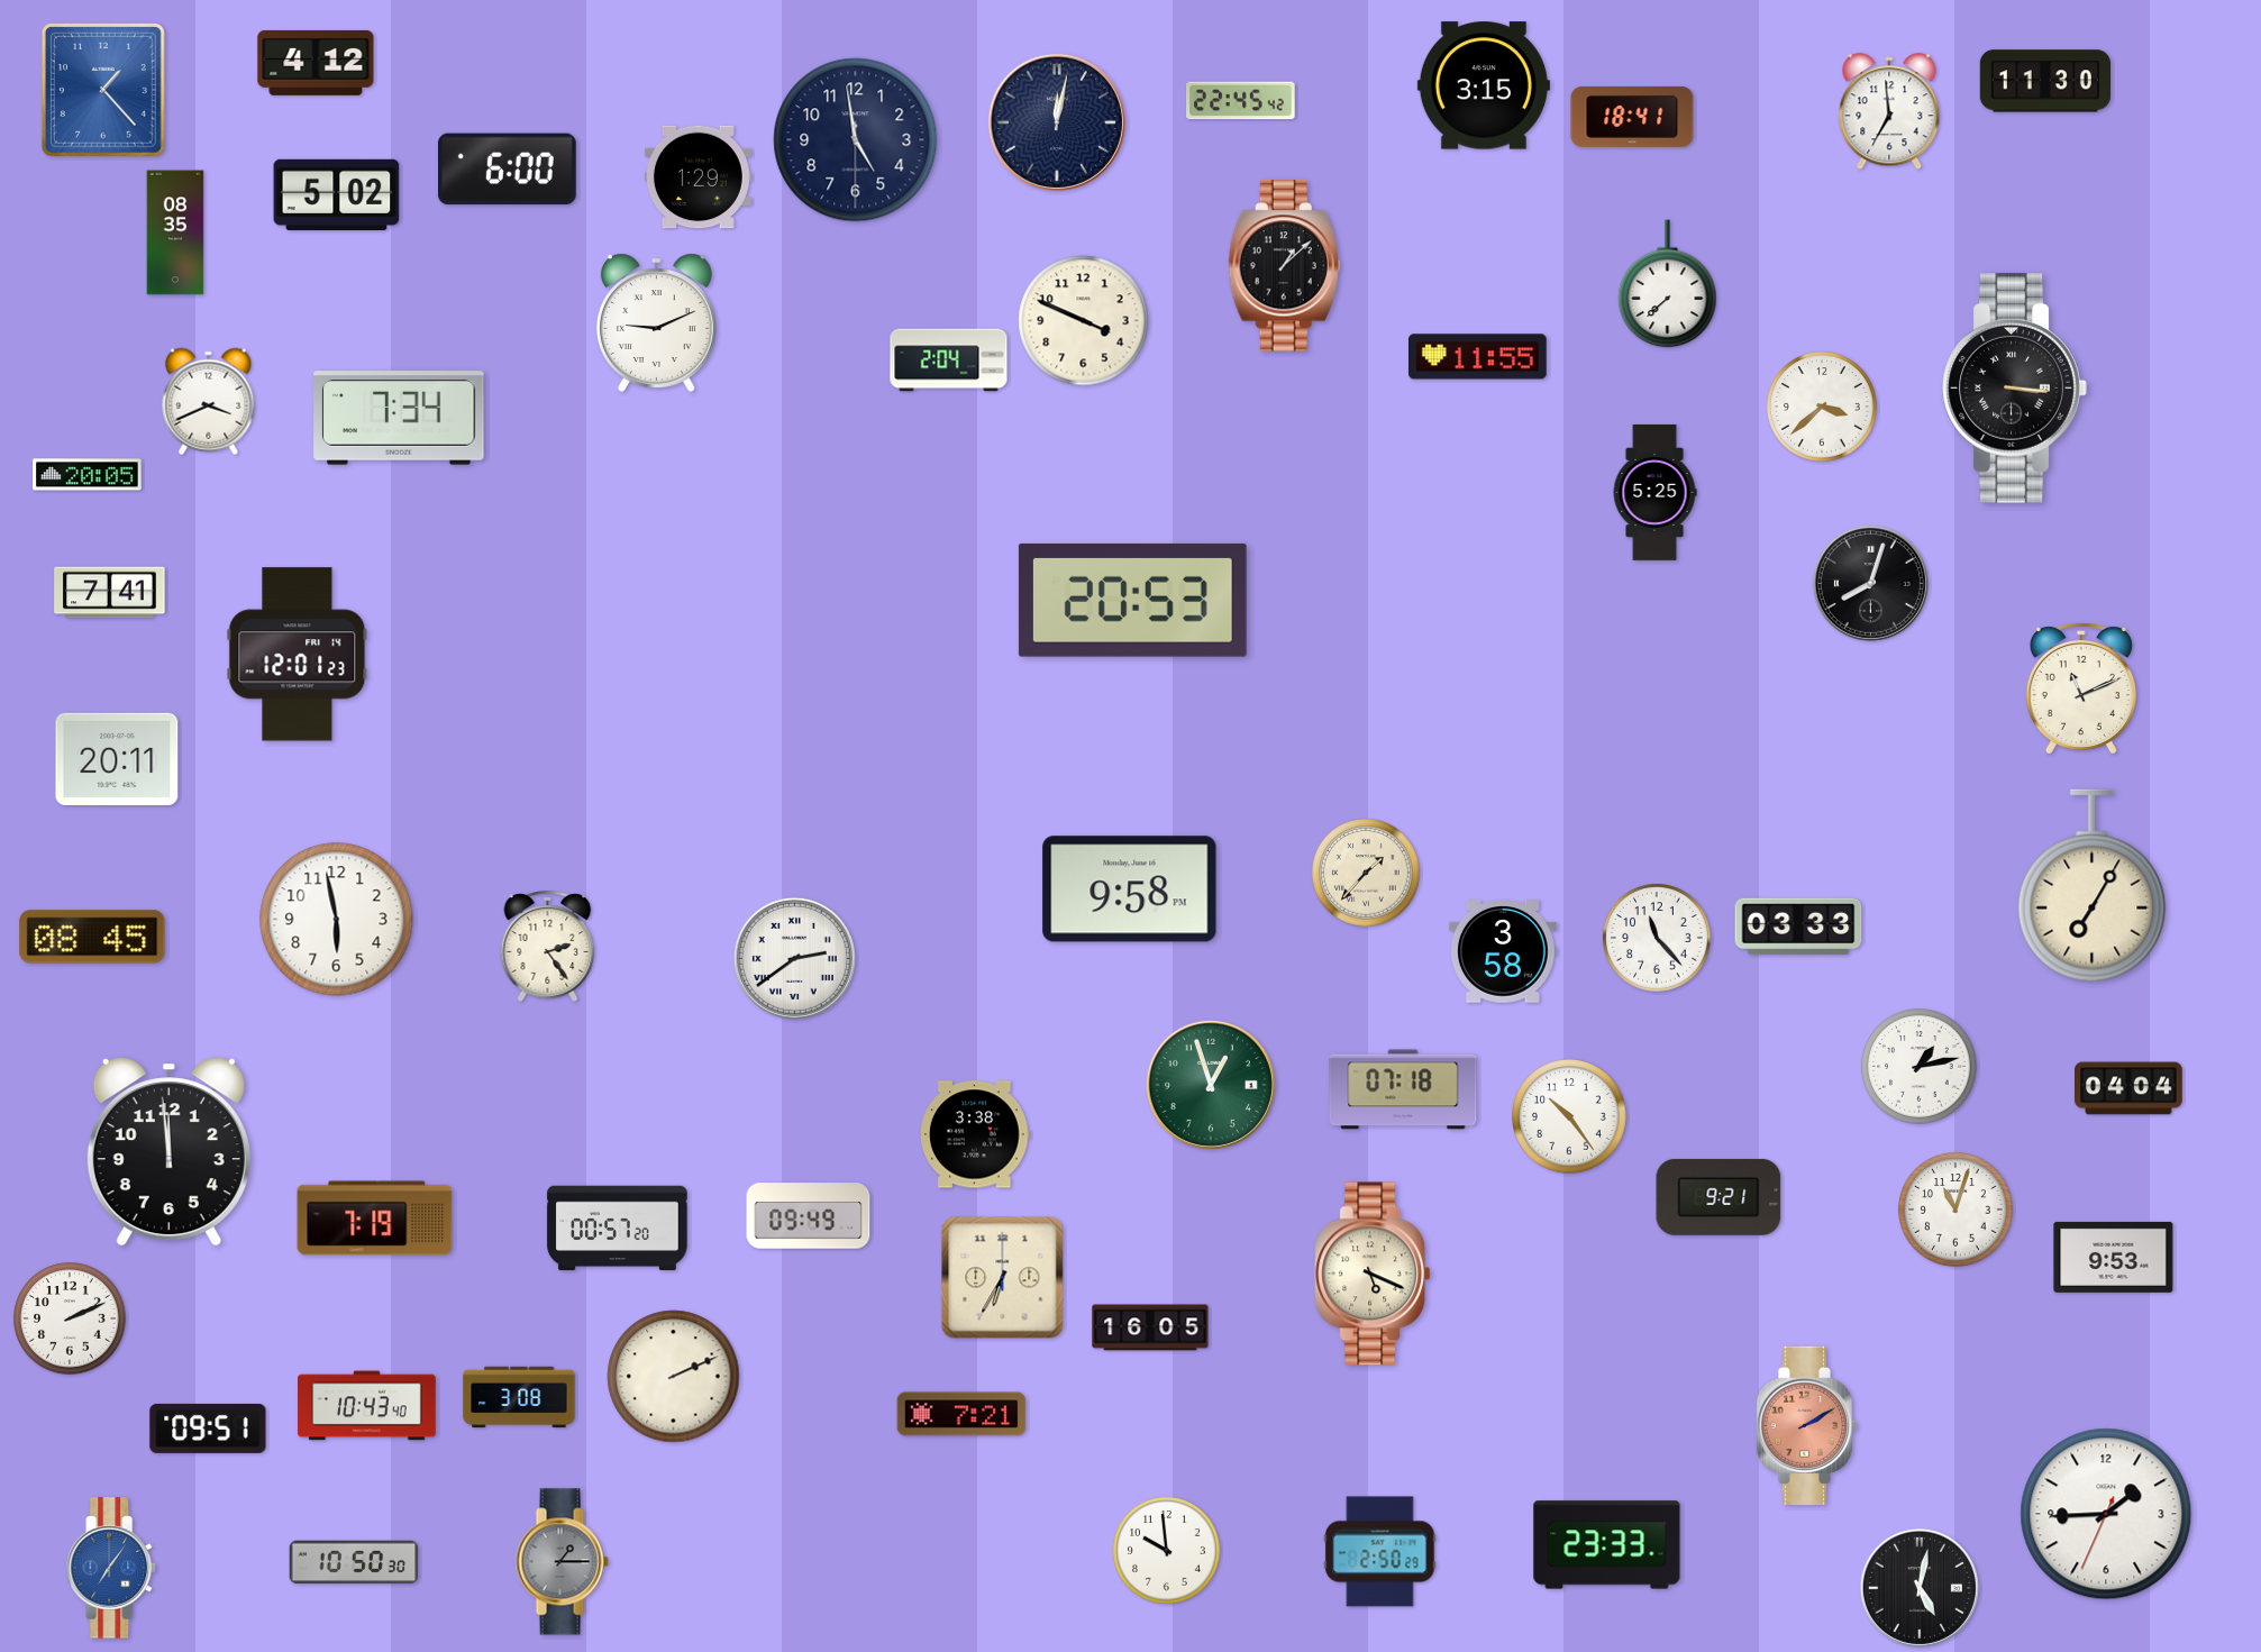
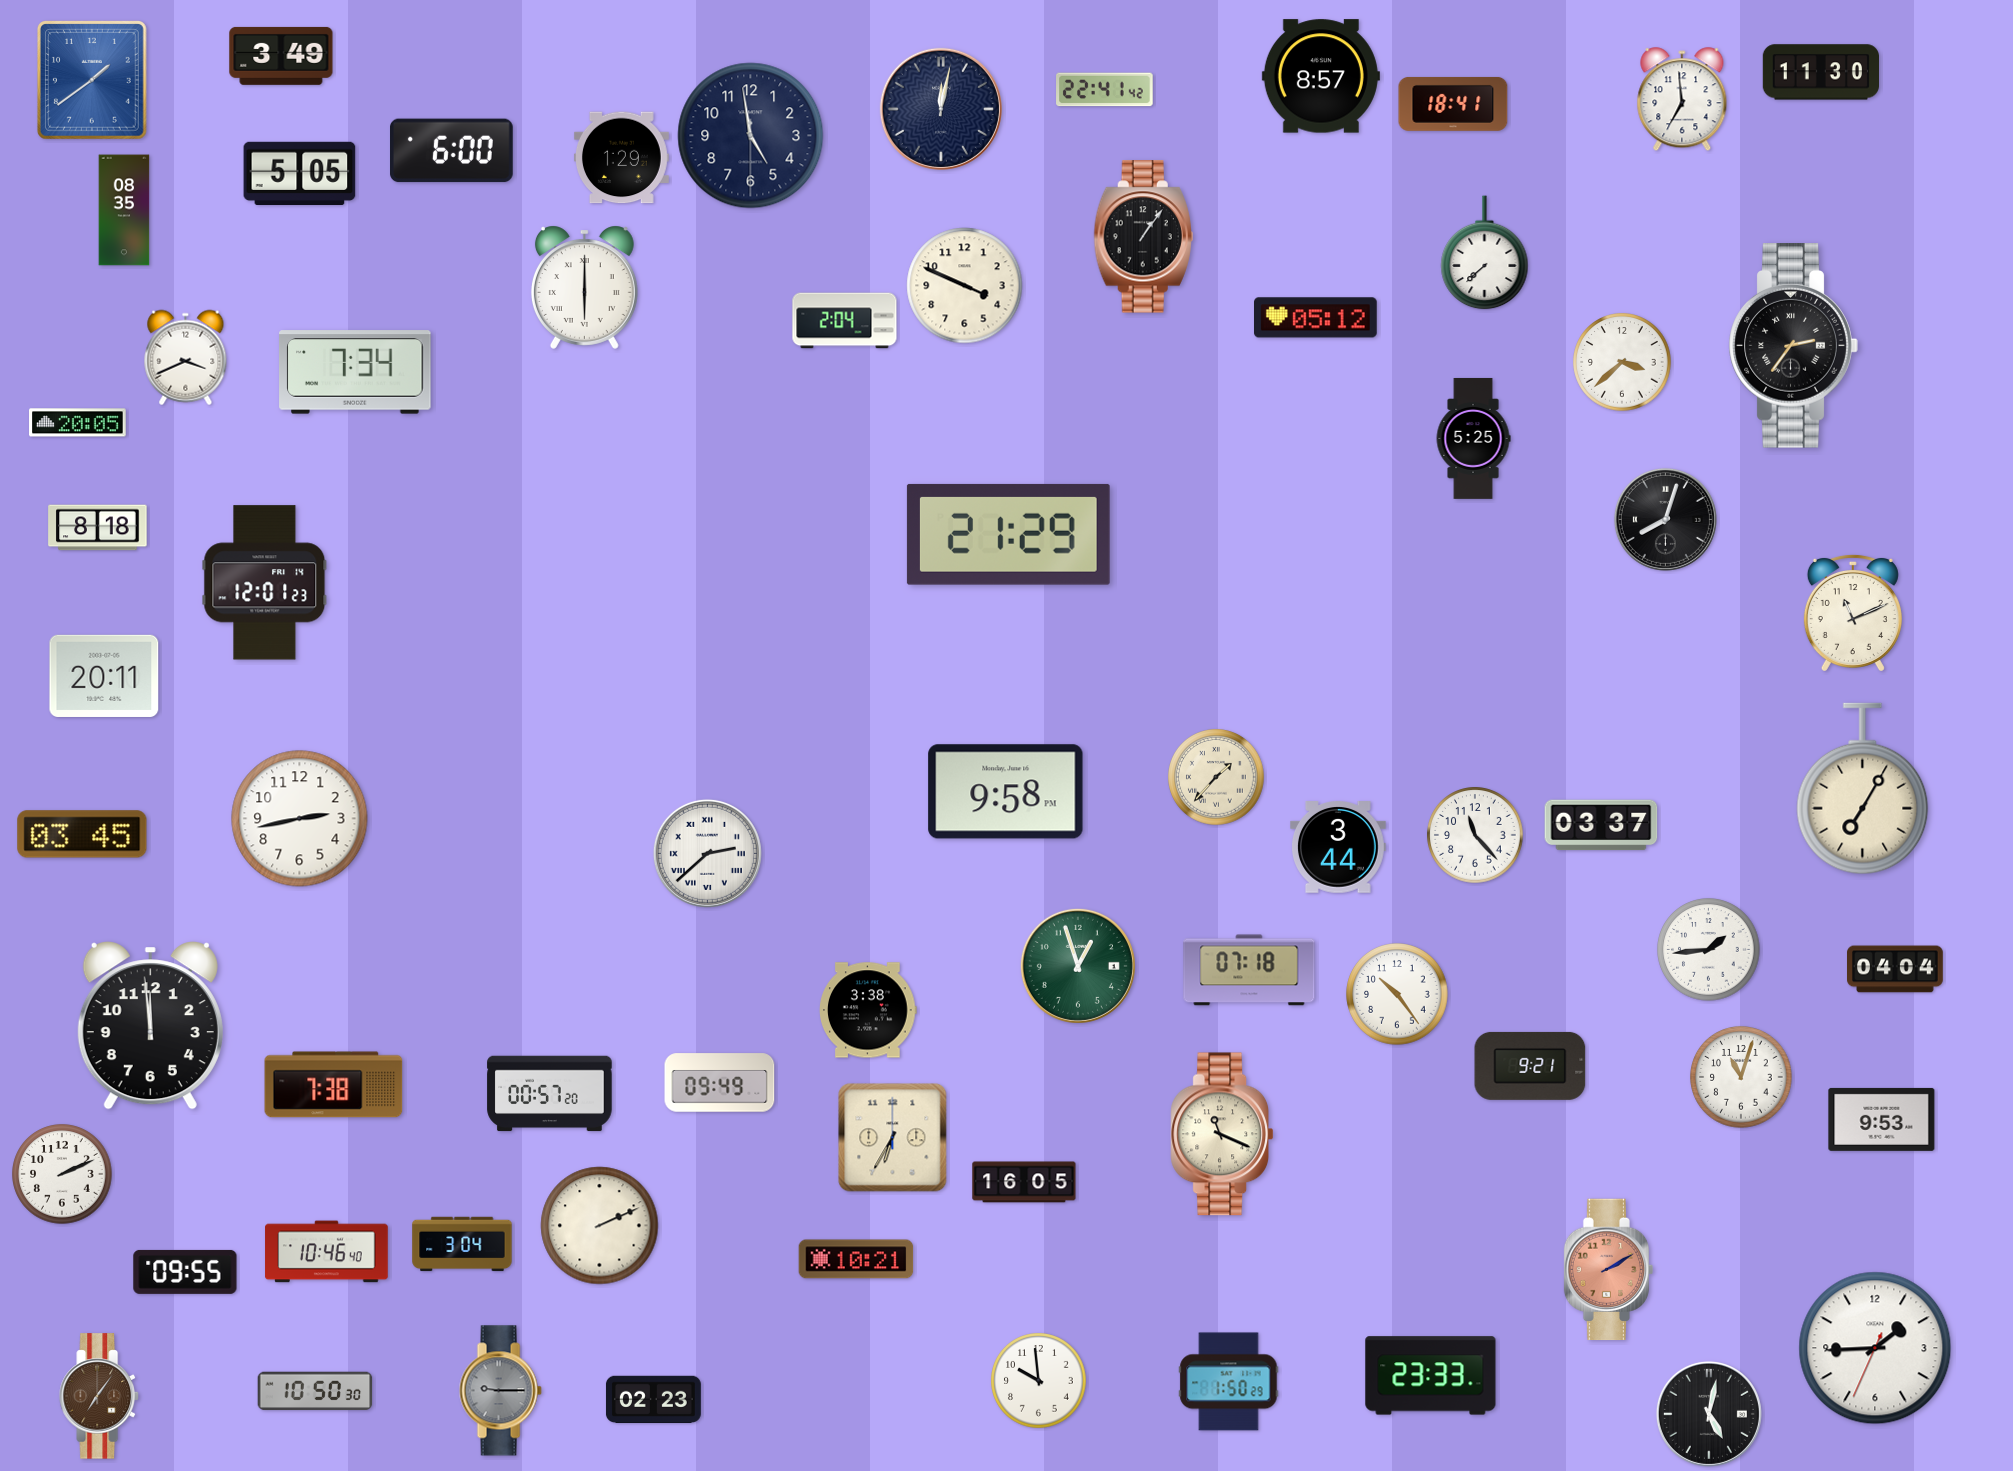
clock at (316, 63): 4:12 -> 3:49
clock at (1484, 85): 3:15 -> 8:57
clock at (103, 91): 1:23 -> 1:39
clock at (1241, 101): 22:45 -> 22:41
clock at (856, 140) position: (856, 140) -> (751, 136)
clock at (337, 194): 5:02 -> 5:05
clock at (175, 232) position: (175, 232) -> (124, 210)
clock at (1284, 266): 1:08 -> 1:06
clock at (656, 322): 9:11 -> 6:00
clock at (1478, 357): 11:55 -> 05:12
clock at (2014, 389): 3:16 -> 2:36
clock at (110, 593): 7:41 -> 8:18
clock at (1132, 600): 20:53 -> 21:29
clock at (337, 920): 5:58 -> 2:43
clock at (1798, 927): 03:33 -> 03:37
clock at (92, 937): 08:45 -> 03:45
clock at (548, 946): 2:24 -> none
clock at (1504, 952): 3:58 -> 3:44
clock at (794, 958): 2:39 -> 2:38
clock at (1920, 1067): 1:13 -> 1:44
clock at (375, 1219): 7:19 -> 7:38
clock at (1373, 1274): 5:19 -> 11:19
clock at (519, 1397): 3:08 -> 3:04
clock at (367, 1406): 10:43 -> 10:46
clock at (961, 1414): 7:21 -> 10:21
clock at (208, 1429): 09:51 -> 09:55
clock at (1380, 1552): 2:50 -> 1:50
clock at (562, 1562): 1:15 -> 9:15
clock at (111, 1568) dial: blue -> brown
clock at (653, 1399): none -> 02:23
